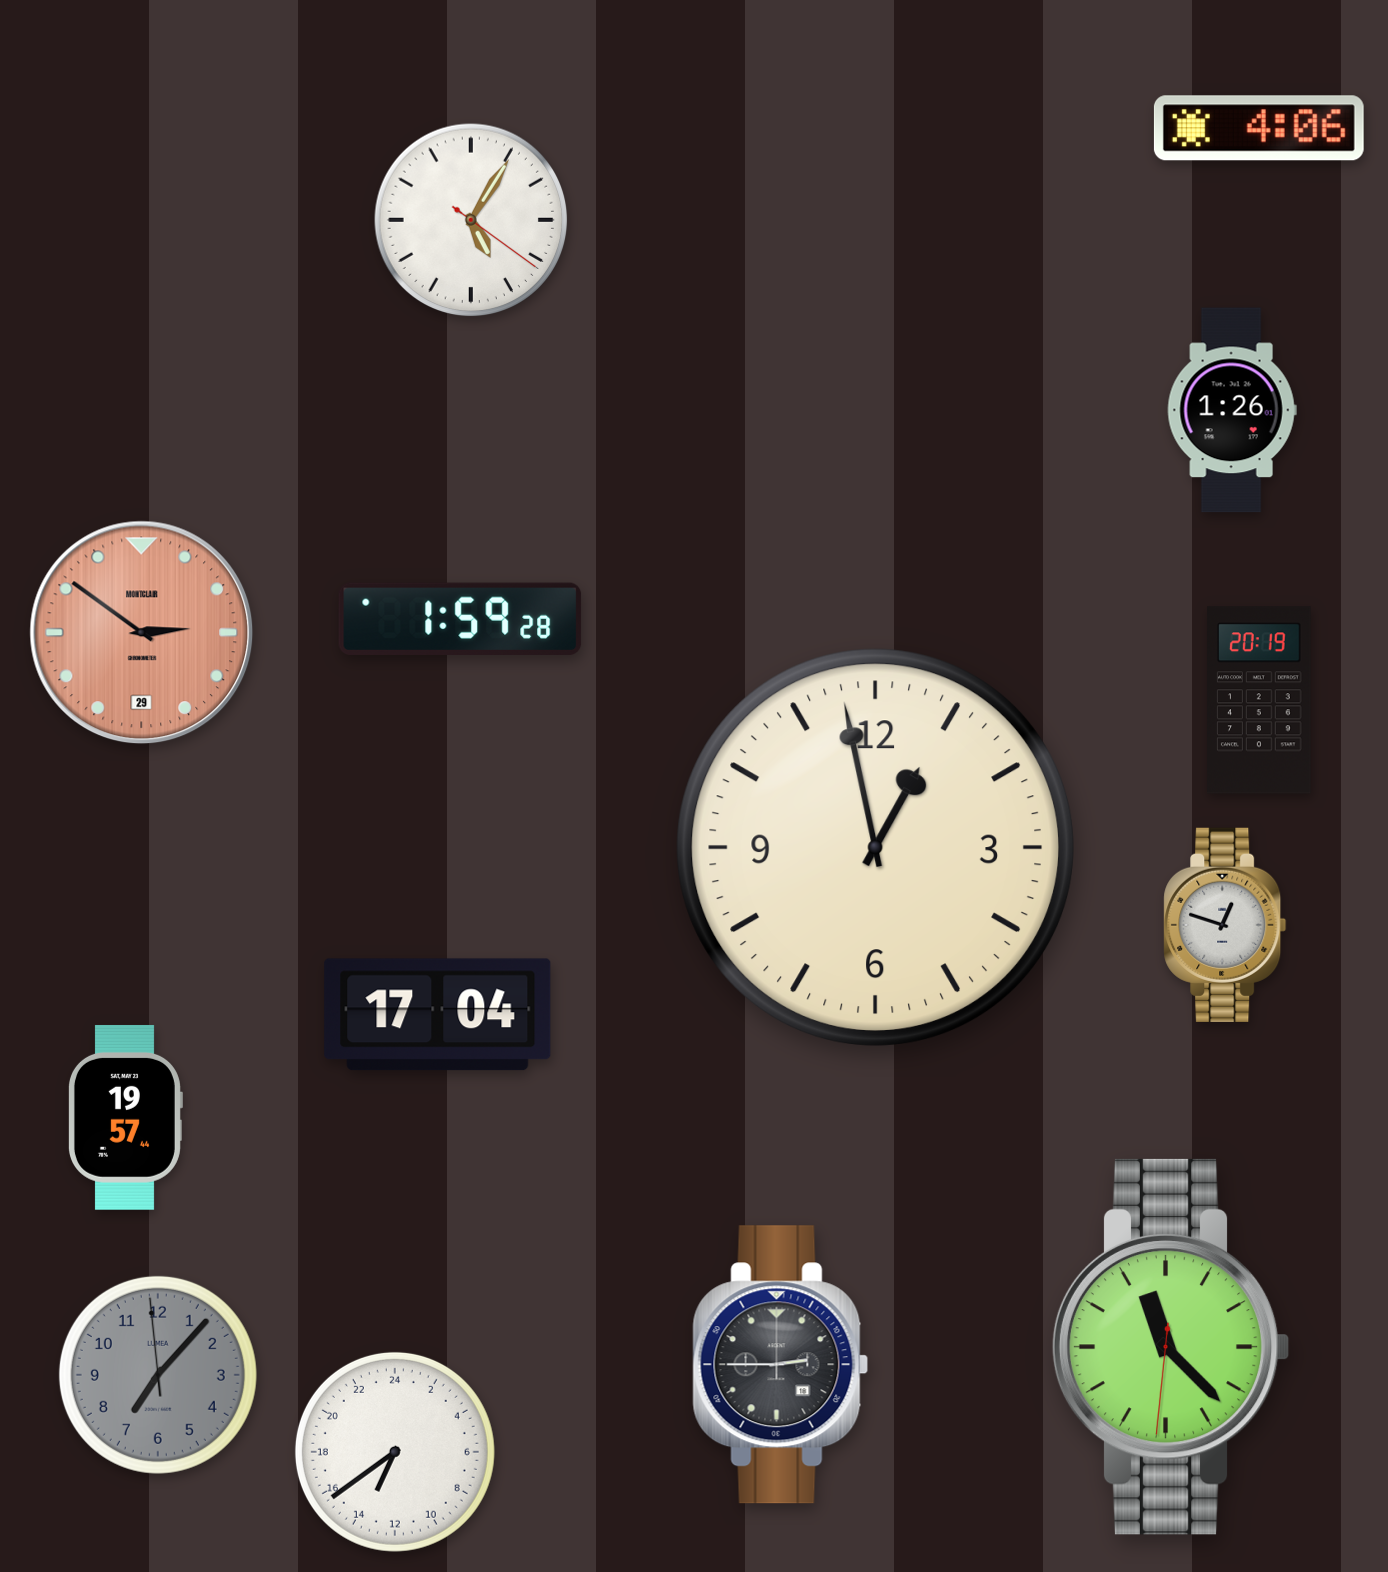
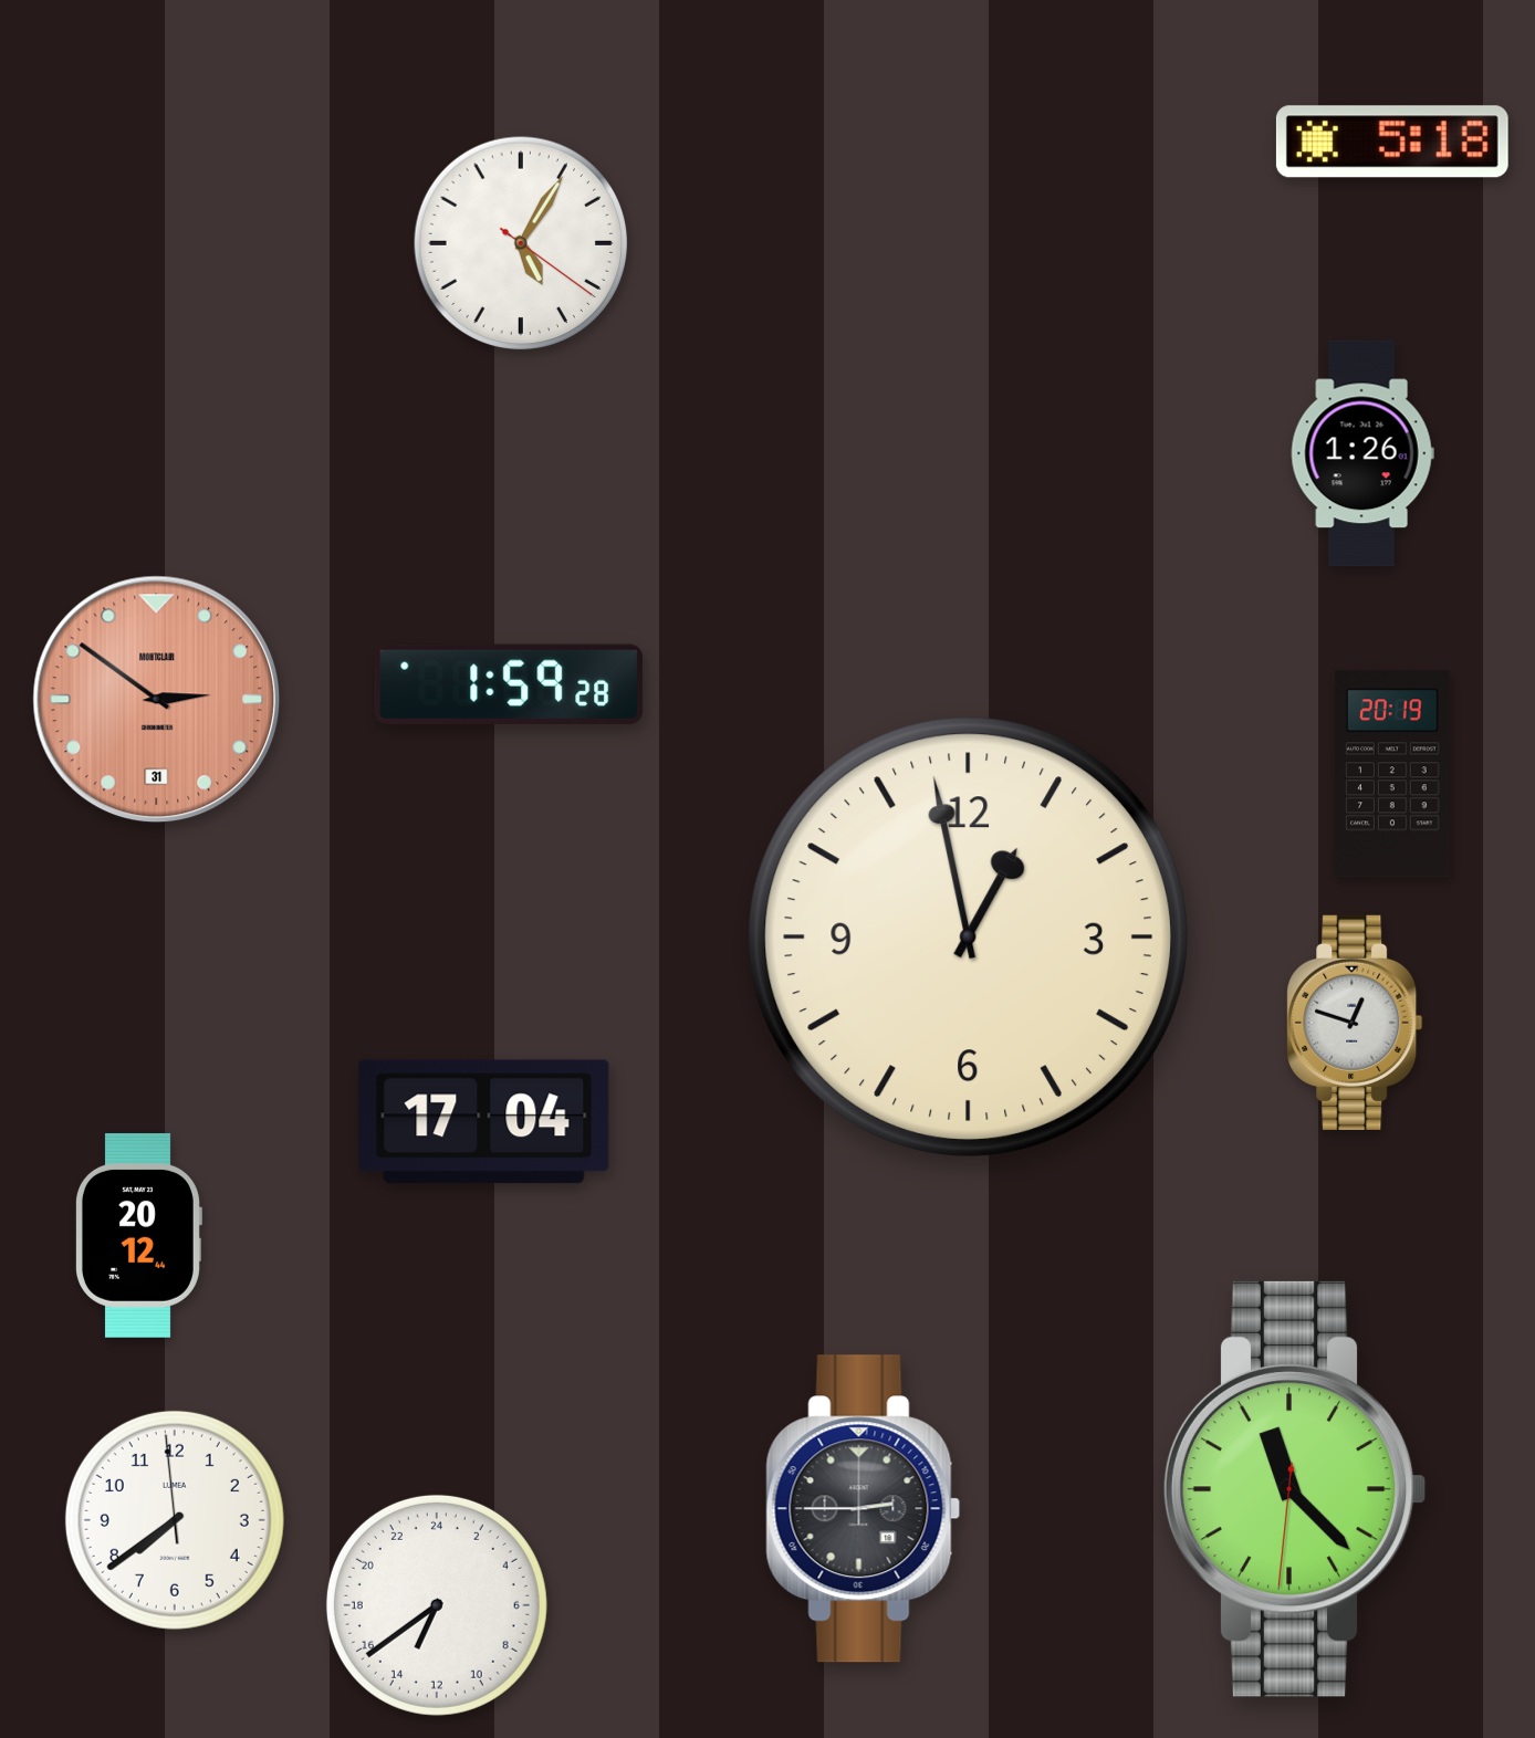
clock at (1259, 128): 4:06 -> 5:18
clock at (142, 633) date: 29 -> 31
clock at (125, 1117): 19:57 -> 20:12
clock at (158, 1375): 7:06 -> 7:38
clock at (158, 1375) dial: grey -> white
